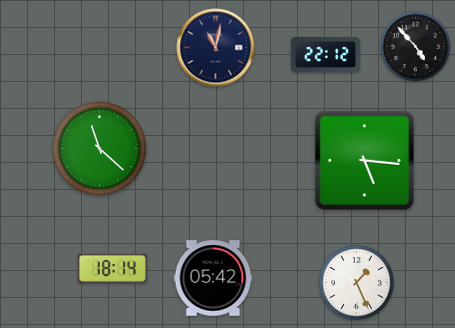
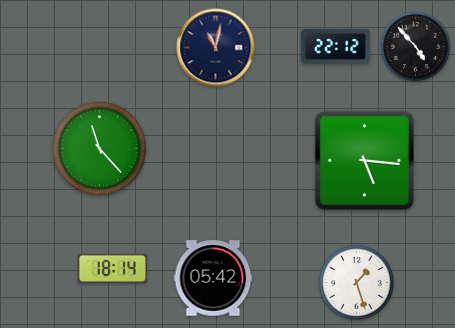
clock at (325, 55) position: (325, 55) -> (335, 47)
clock at (99, 148): 11:22 -> 11:23
clock at (357, 283): 1:26 -> 1:27
